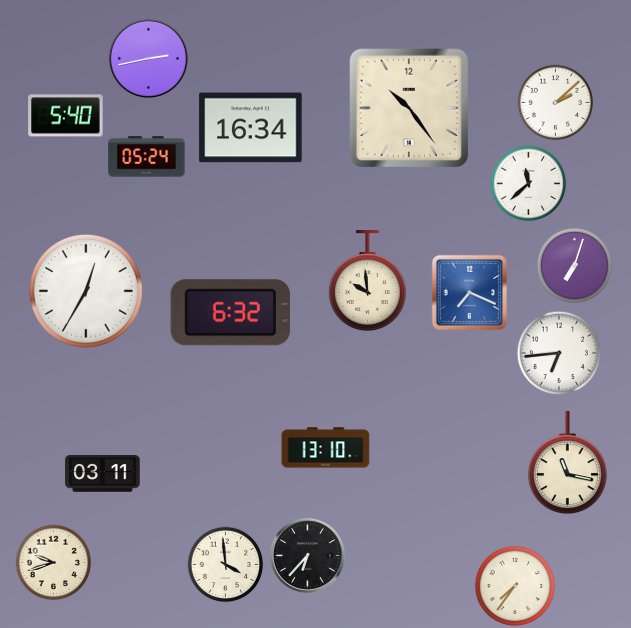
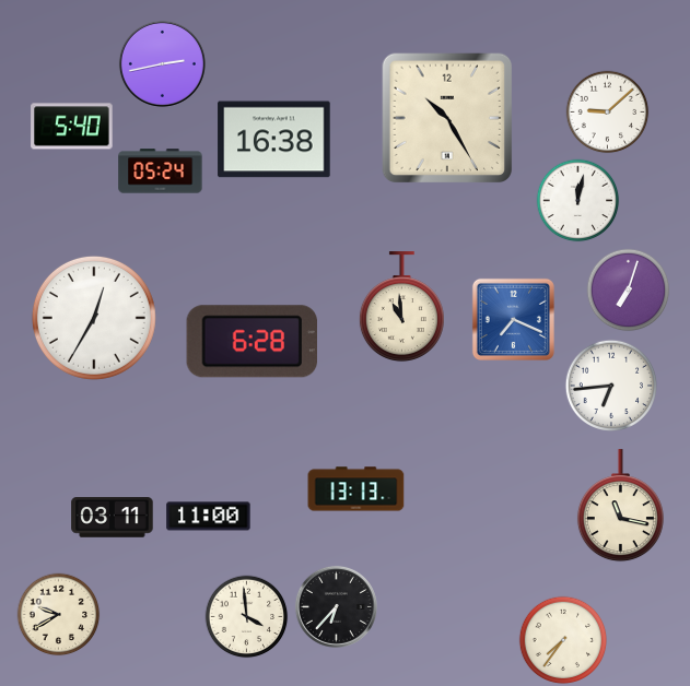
clock at (556, 103): 2:08 -> 9:08
clock at (409, 108): 10:24 -> 10:25
clock at (251, 128): 16:34 -> 16:38
clock at (529, 184): 11:38 -> 12:02
clock at (367, 281): 9:59 -> 10:59
clock at (230, 313): 6:32 -> 6:28
clock at (326, 448): 13:10 -> 13:13
clock at (209, 517): none -> 11:00
clock at (54, 563): 9:42 -> 9:40
